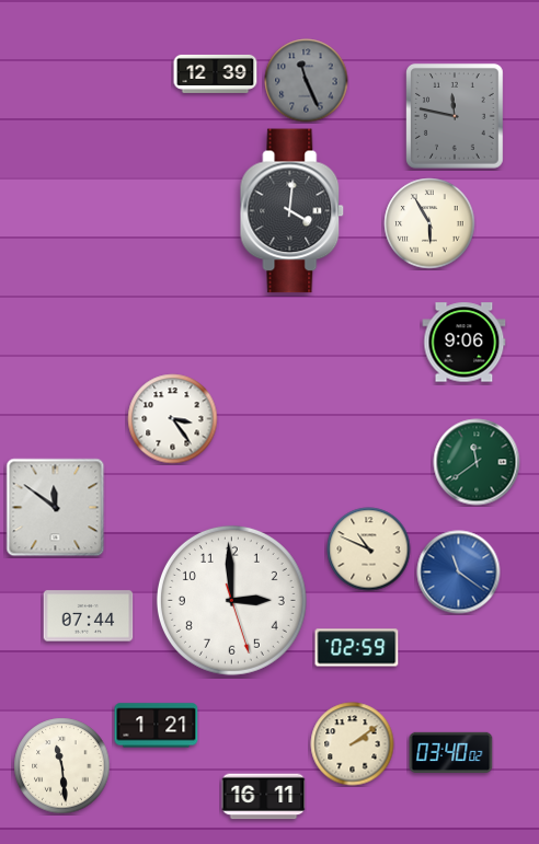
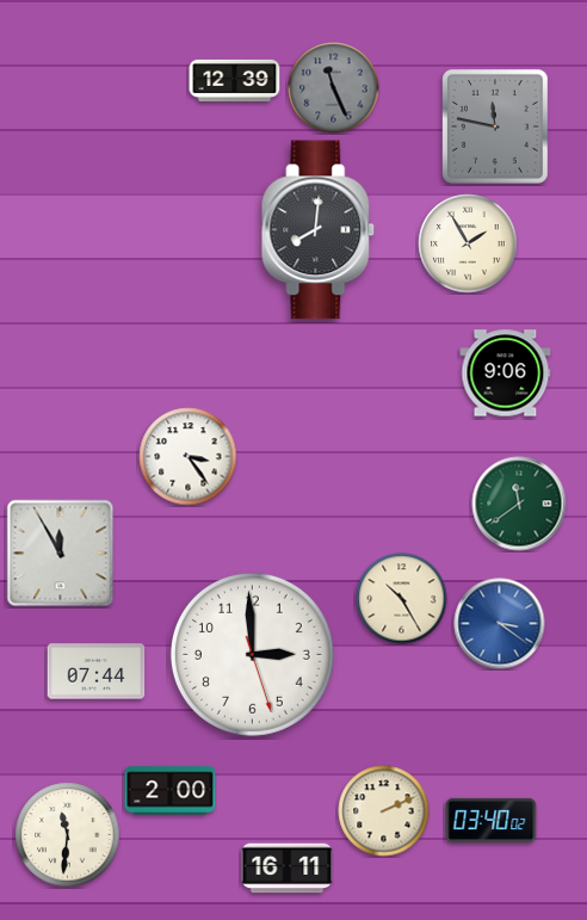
clock at (293, 211): 4:01 -> 8:01
clock at (429, 223): 5:55 -> 1:55
clock at (56, 508): 11:51 -> 11:55
clock at (369, 550): 10:49 -> 10:25
clock at (459, 573): 11:21 -> 3:21
clock at (357, 648): 02:59 -> none
clock at (157, 726): 1:21 -> 2:00
clock at (353, 744): 2:09 -> 2:11
clock at (62, 766): 11:29 -> 11:31
